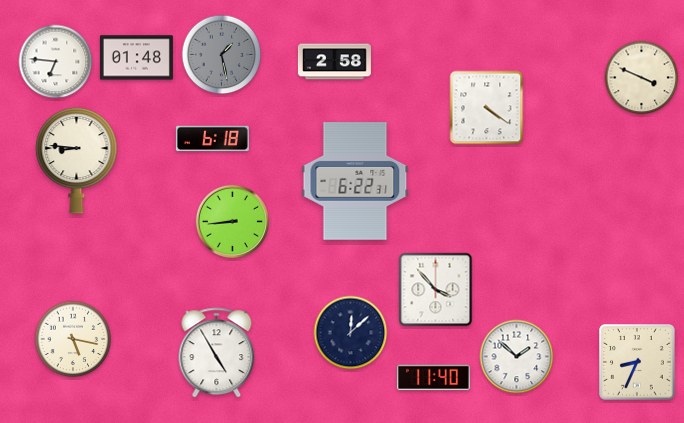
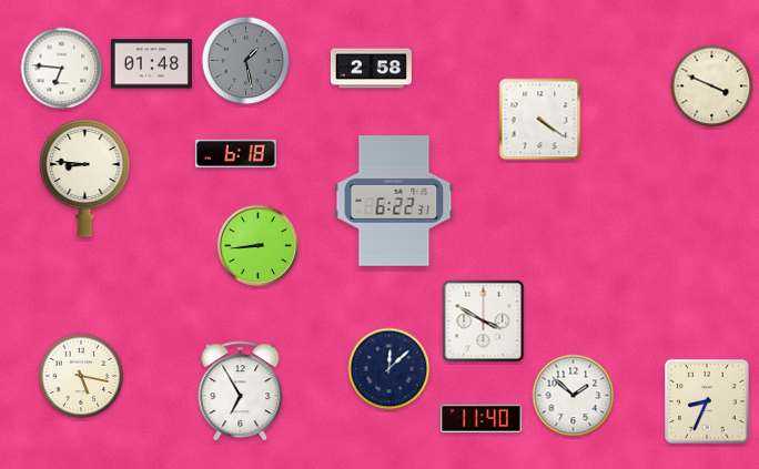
clock at (436, 290): 3:53 -> 3:50
clock at (217, 353): 4:55 -> 6:55
